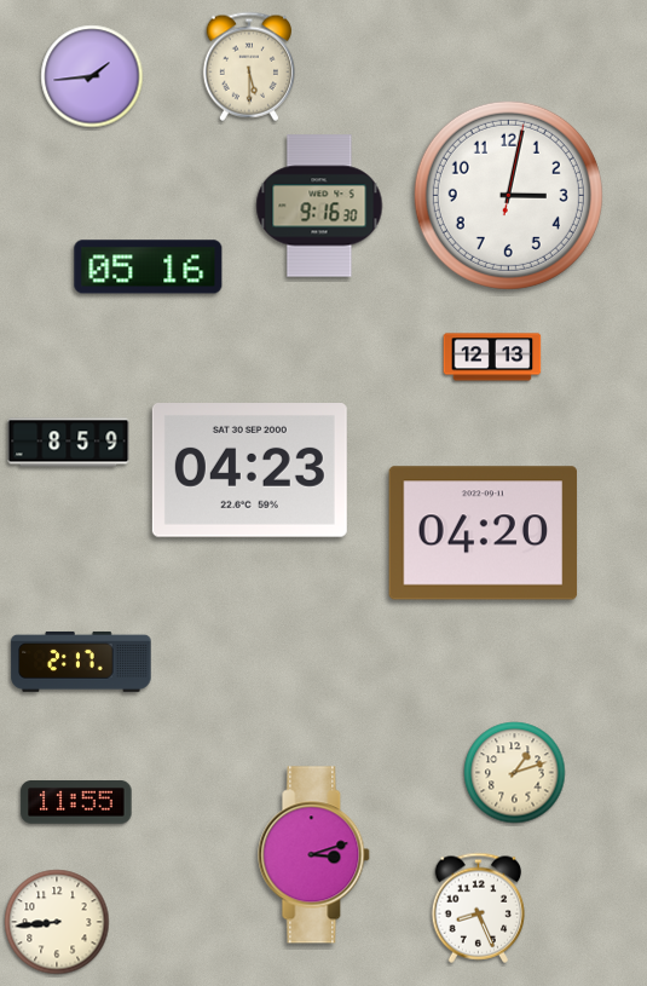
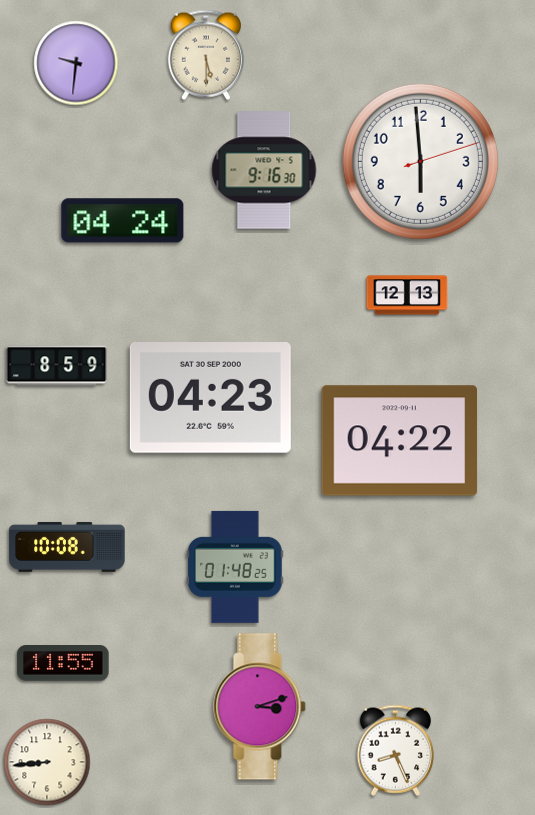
clock at (92, 76): 1:44 -> 9:31
clock at (508, 195): 3:02 -> 5:59
clock at (149, 267): 05:16 -> 04:24
clock at (249, 471) position: (249, 471) -> (210, 398)
clock at (484, 534): 04:20 -> 04:22
clock at (81, 662): 2:17 -> 10:08
clock at (236, 567): none -> 01:48
clock at (515, 773): 1:12 -> none
